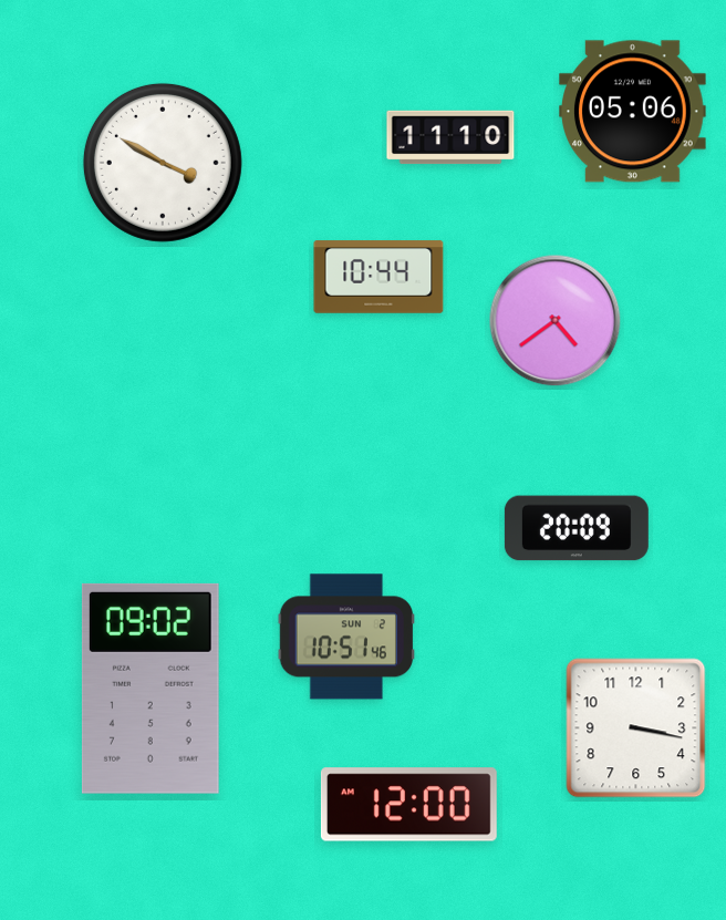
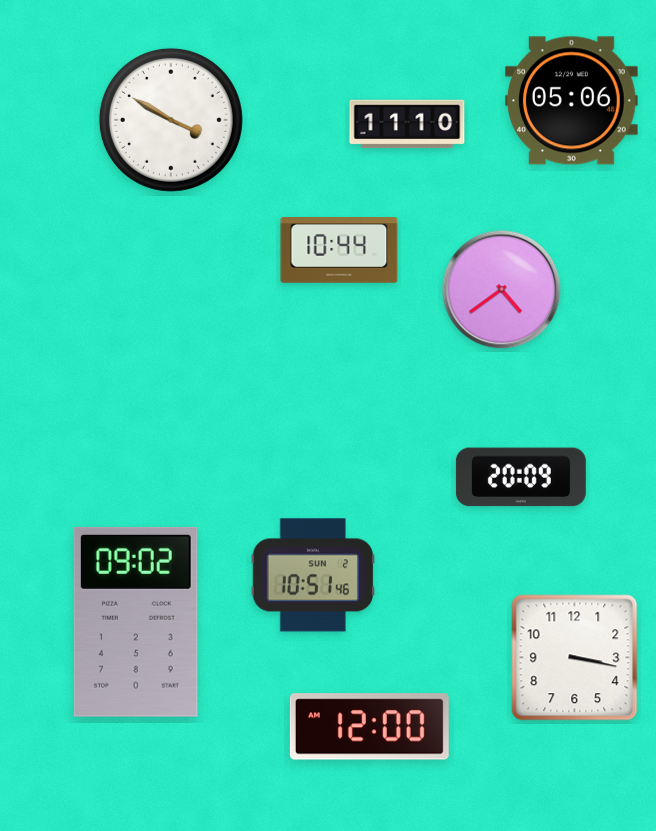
clock at (163, 163) position: (163, 163) -> (171, 120)
clock at (378, 277) position: (378, 277) -> (339, 250)
